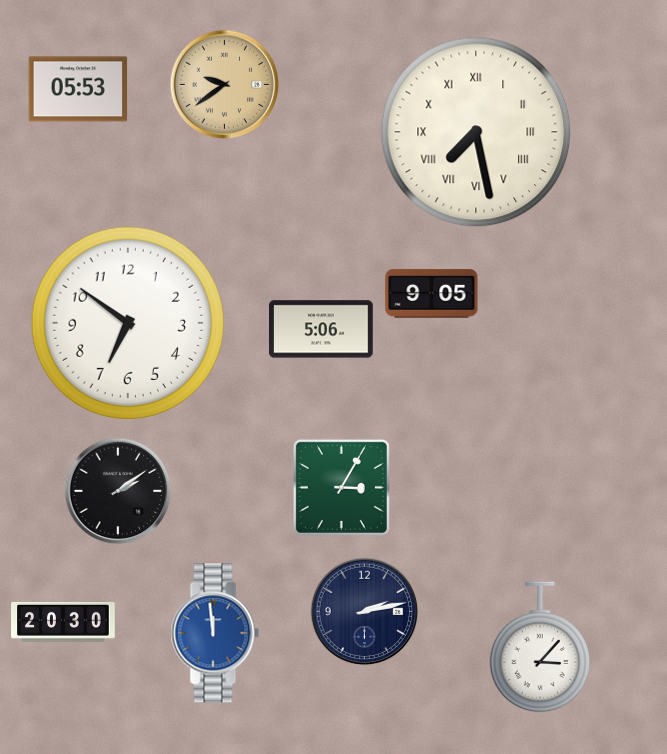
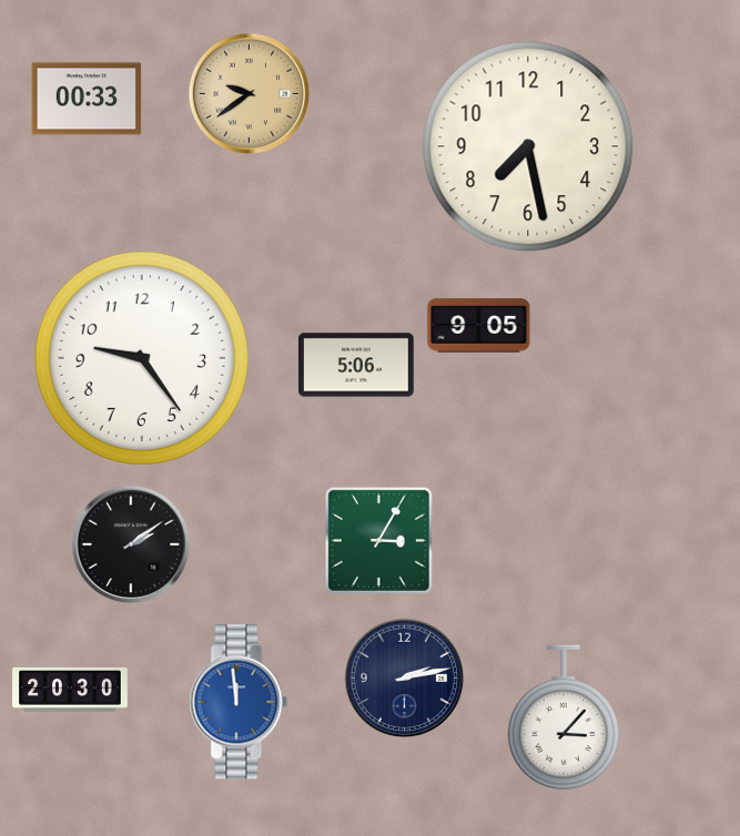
clock at (78, 89): 05:53 -> 00:33
clock at (476, 132) numerals: Roman -> Arabic
clock at (128, 323): 6:51 -> 9:24
clock at (540, 647) position: (540, 647) -> (564, 717)
